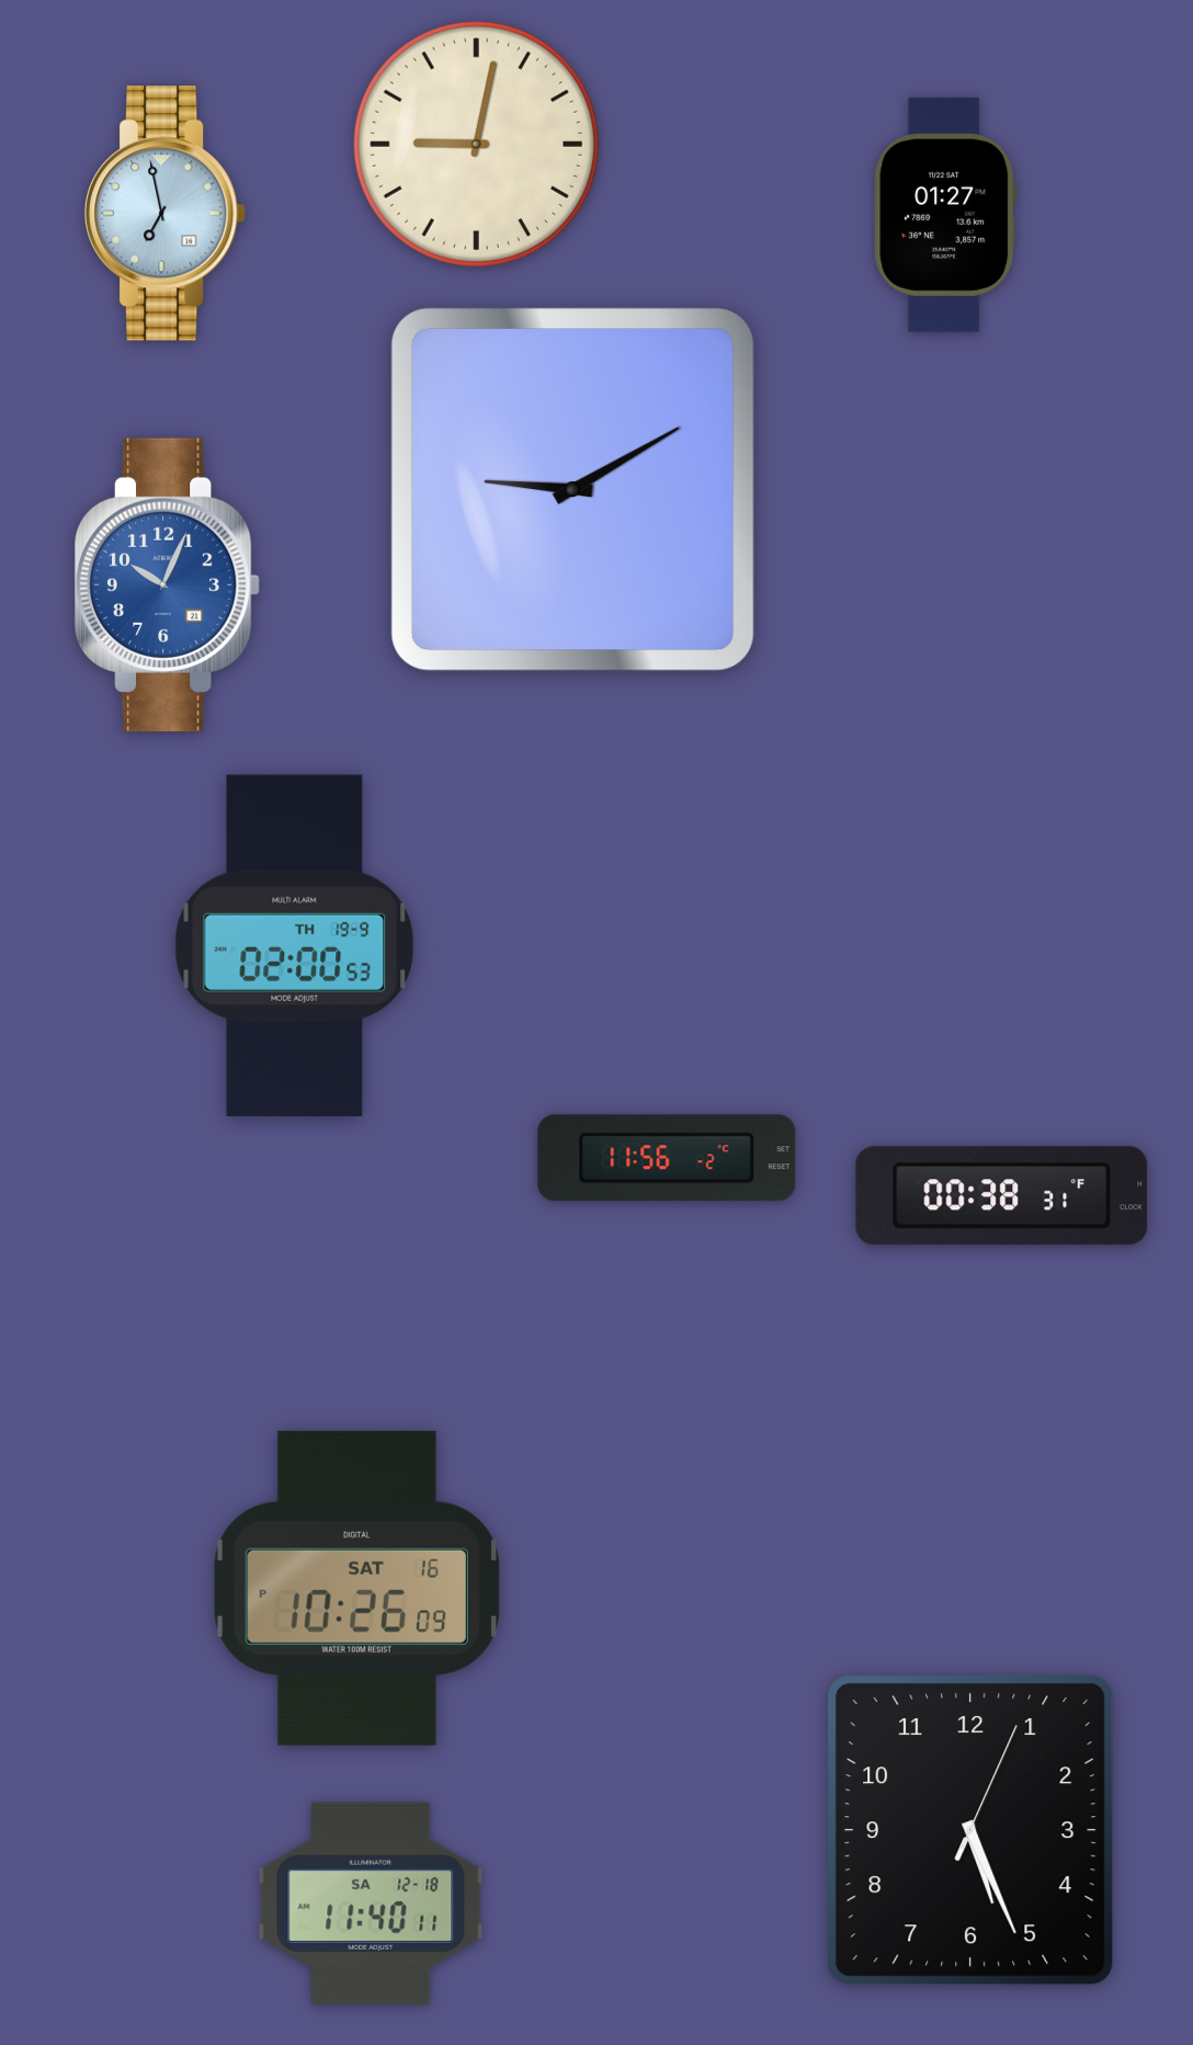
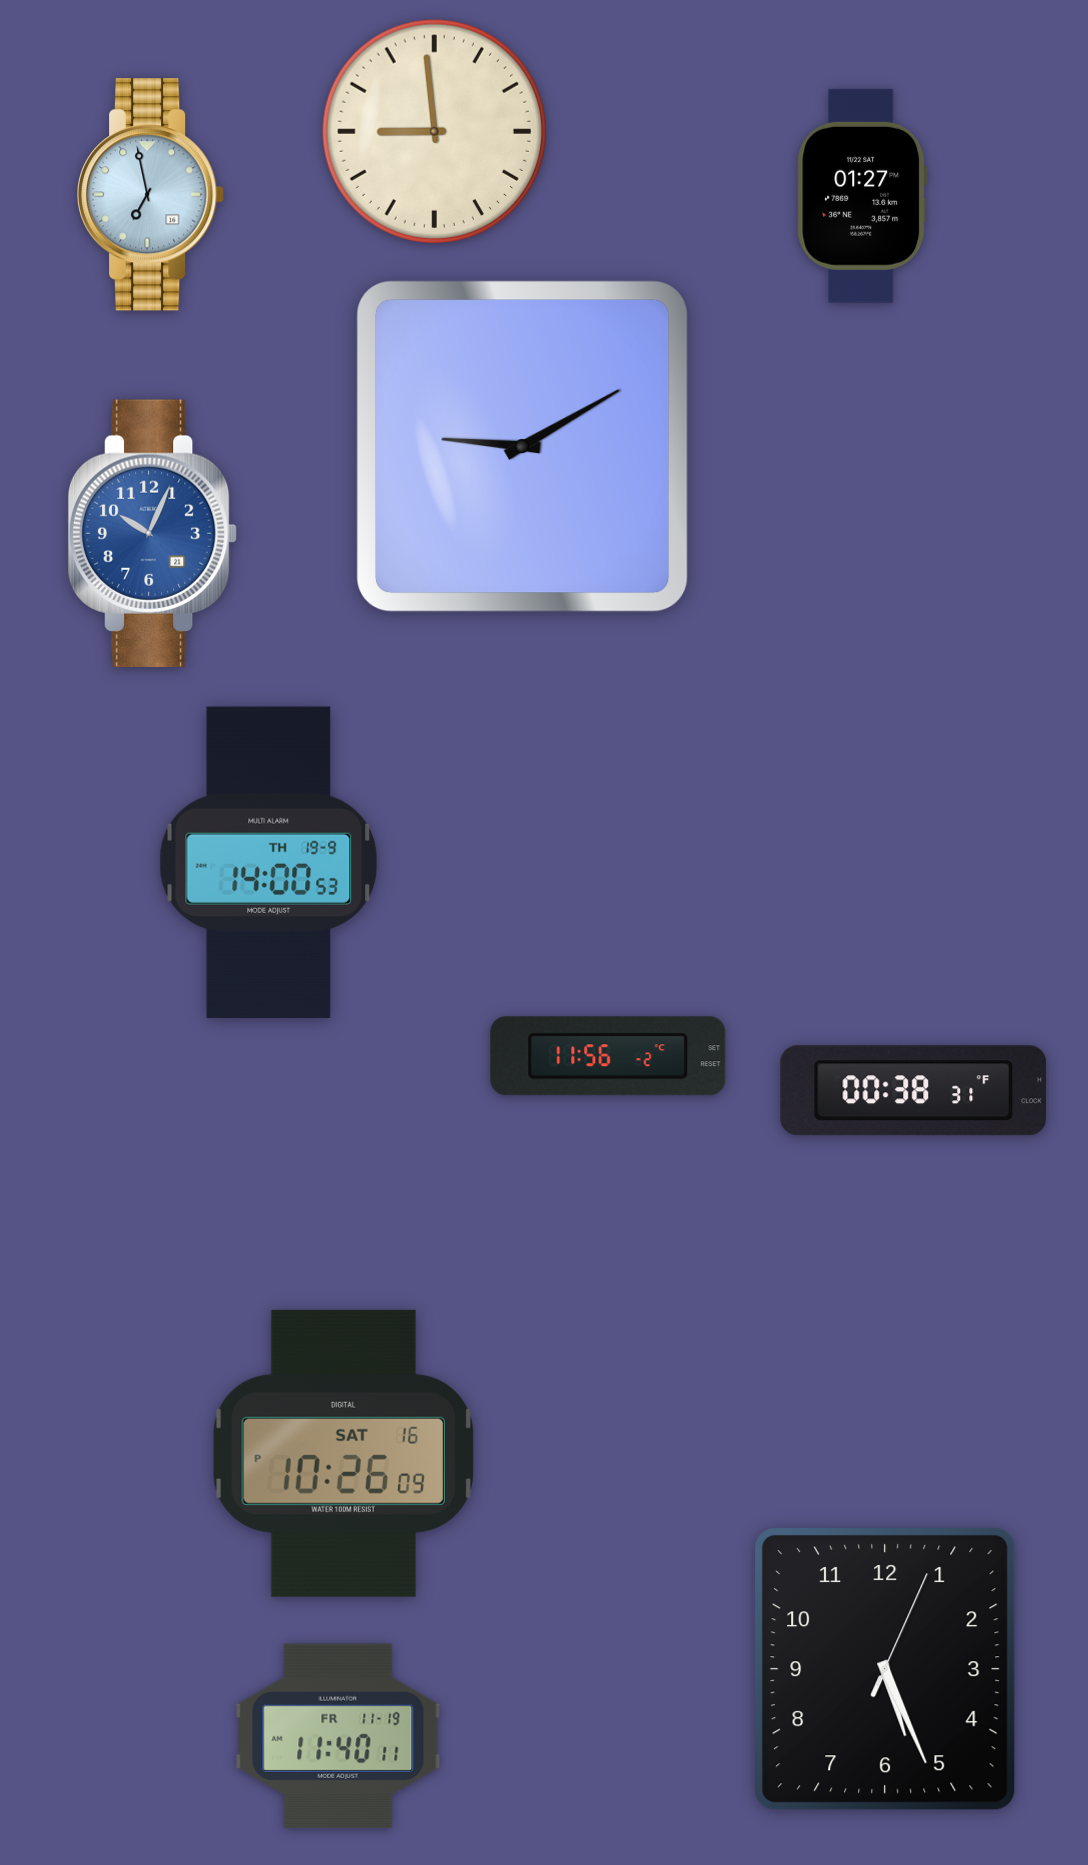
clock at (476, 144): 9:02 -> 8:59
clock at (295, 945): 02:00 -> 14:00
clock at (356, 1588) position: (356, 1588) -> (343, 1453)
clock at (371, 1904) date: SA 12-18 -> FR 11-19
